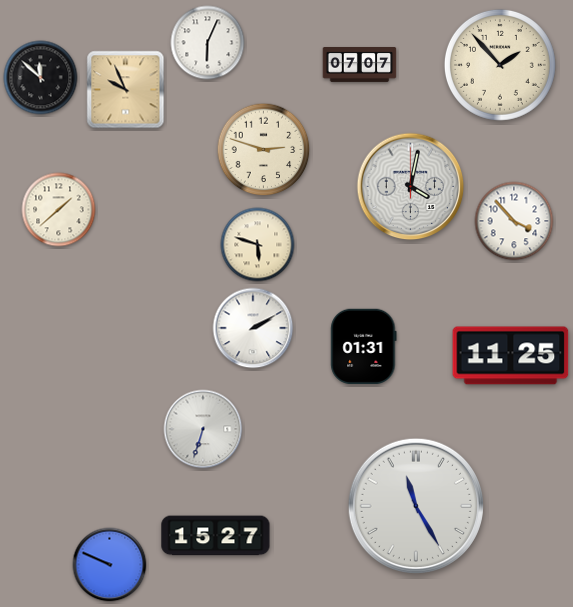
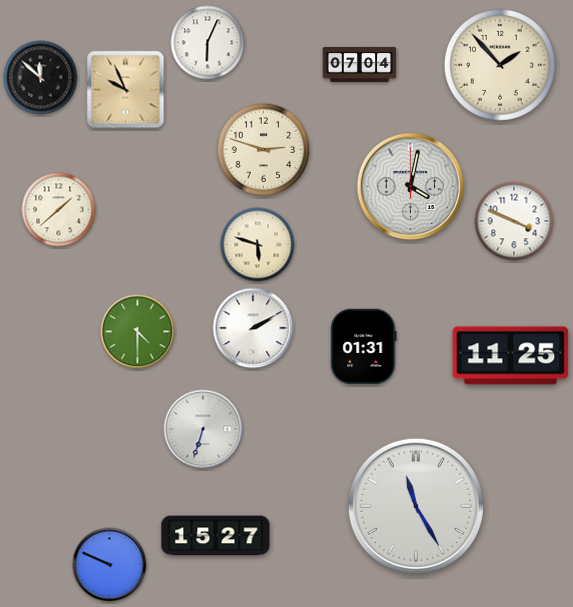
clock at (360, 65): 07:07 -> 07:04
clock at (514, 221): 3:53 -> 3:49
clock at (138, 332): none -> 4:30
